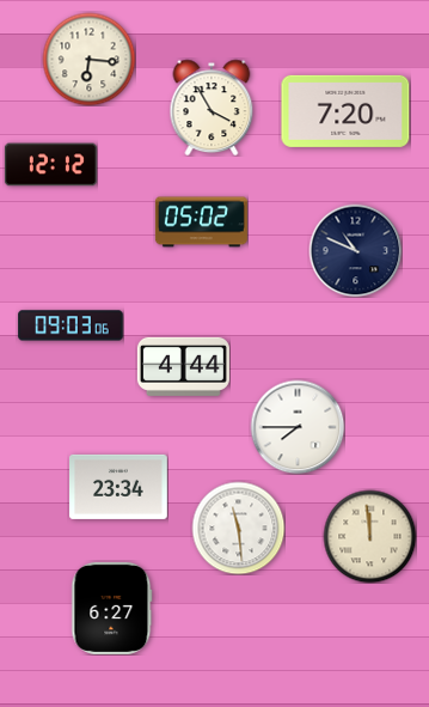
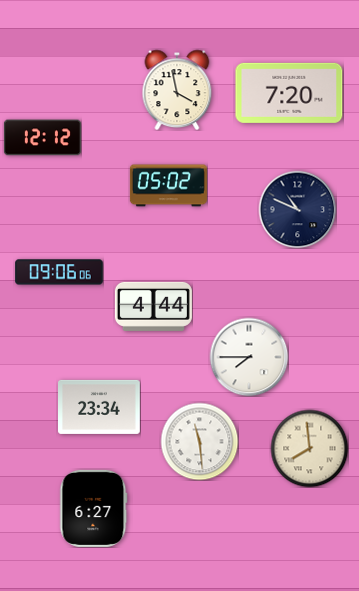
clock at (88, 59): 6:16 -> none
clock at (212, 108): 3:55 -> 3:58
clock at (71, 325): 09:03 -> 09:06
clock at (369, 536): 11:59 -> 7:59
